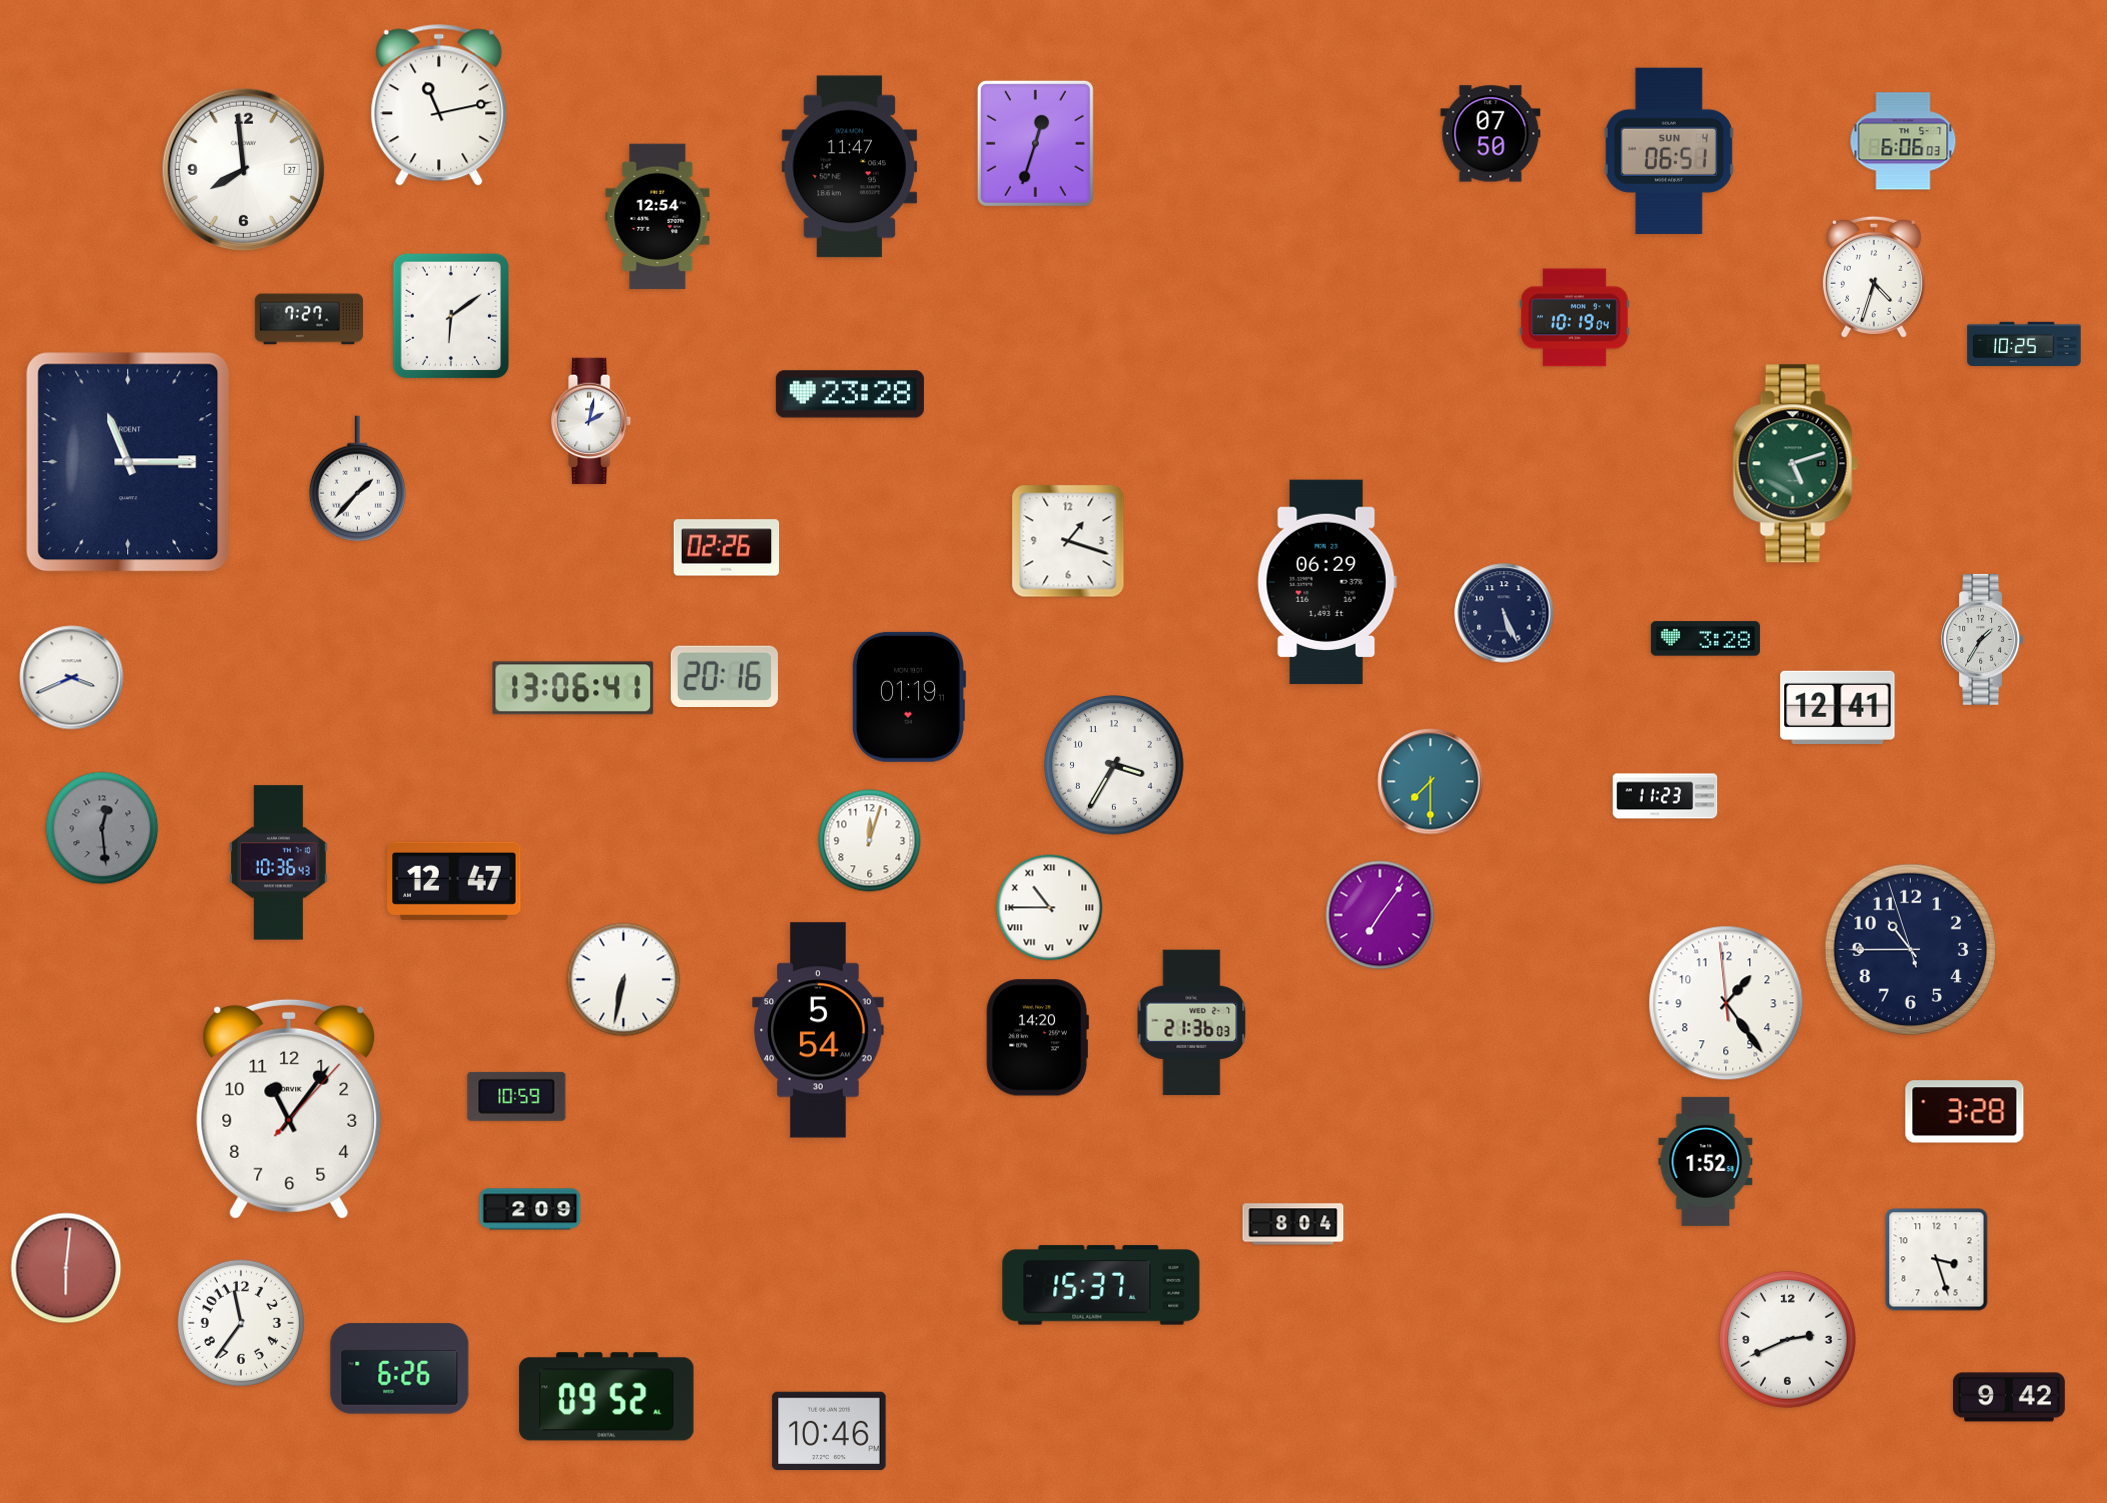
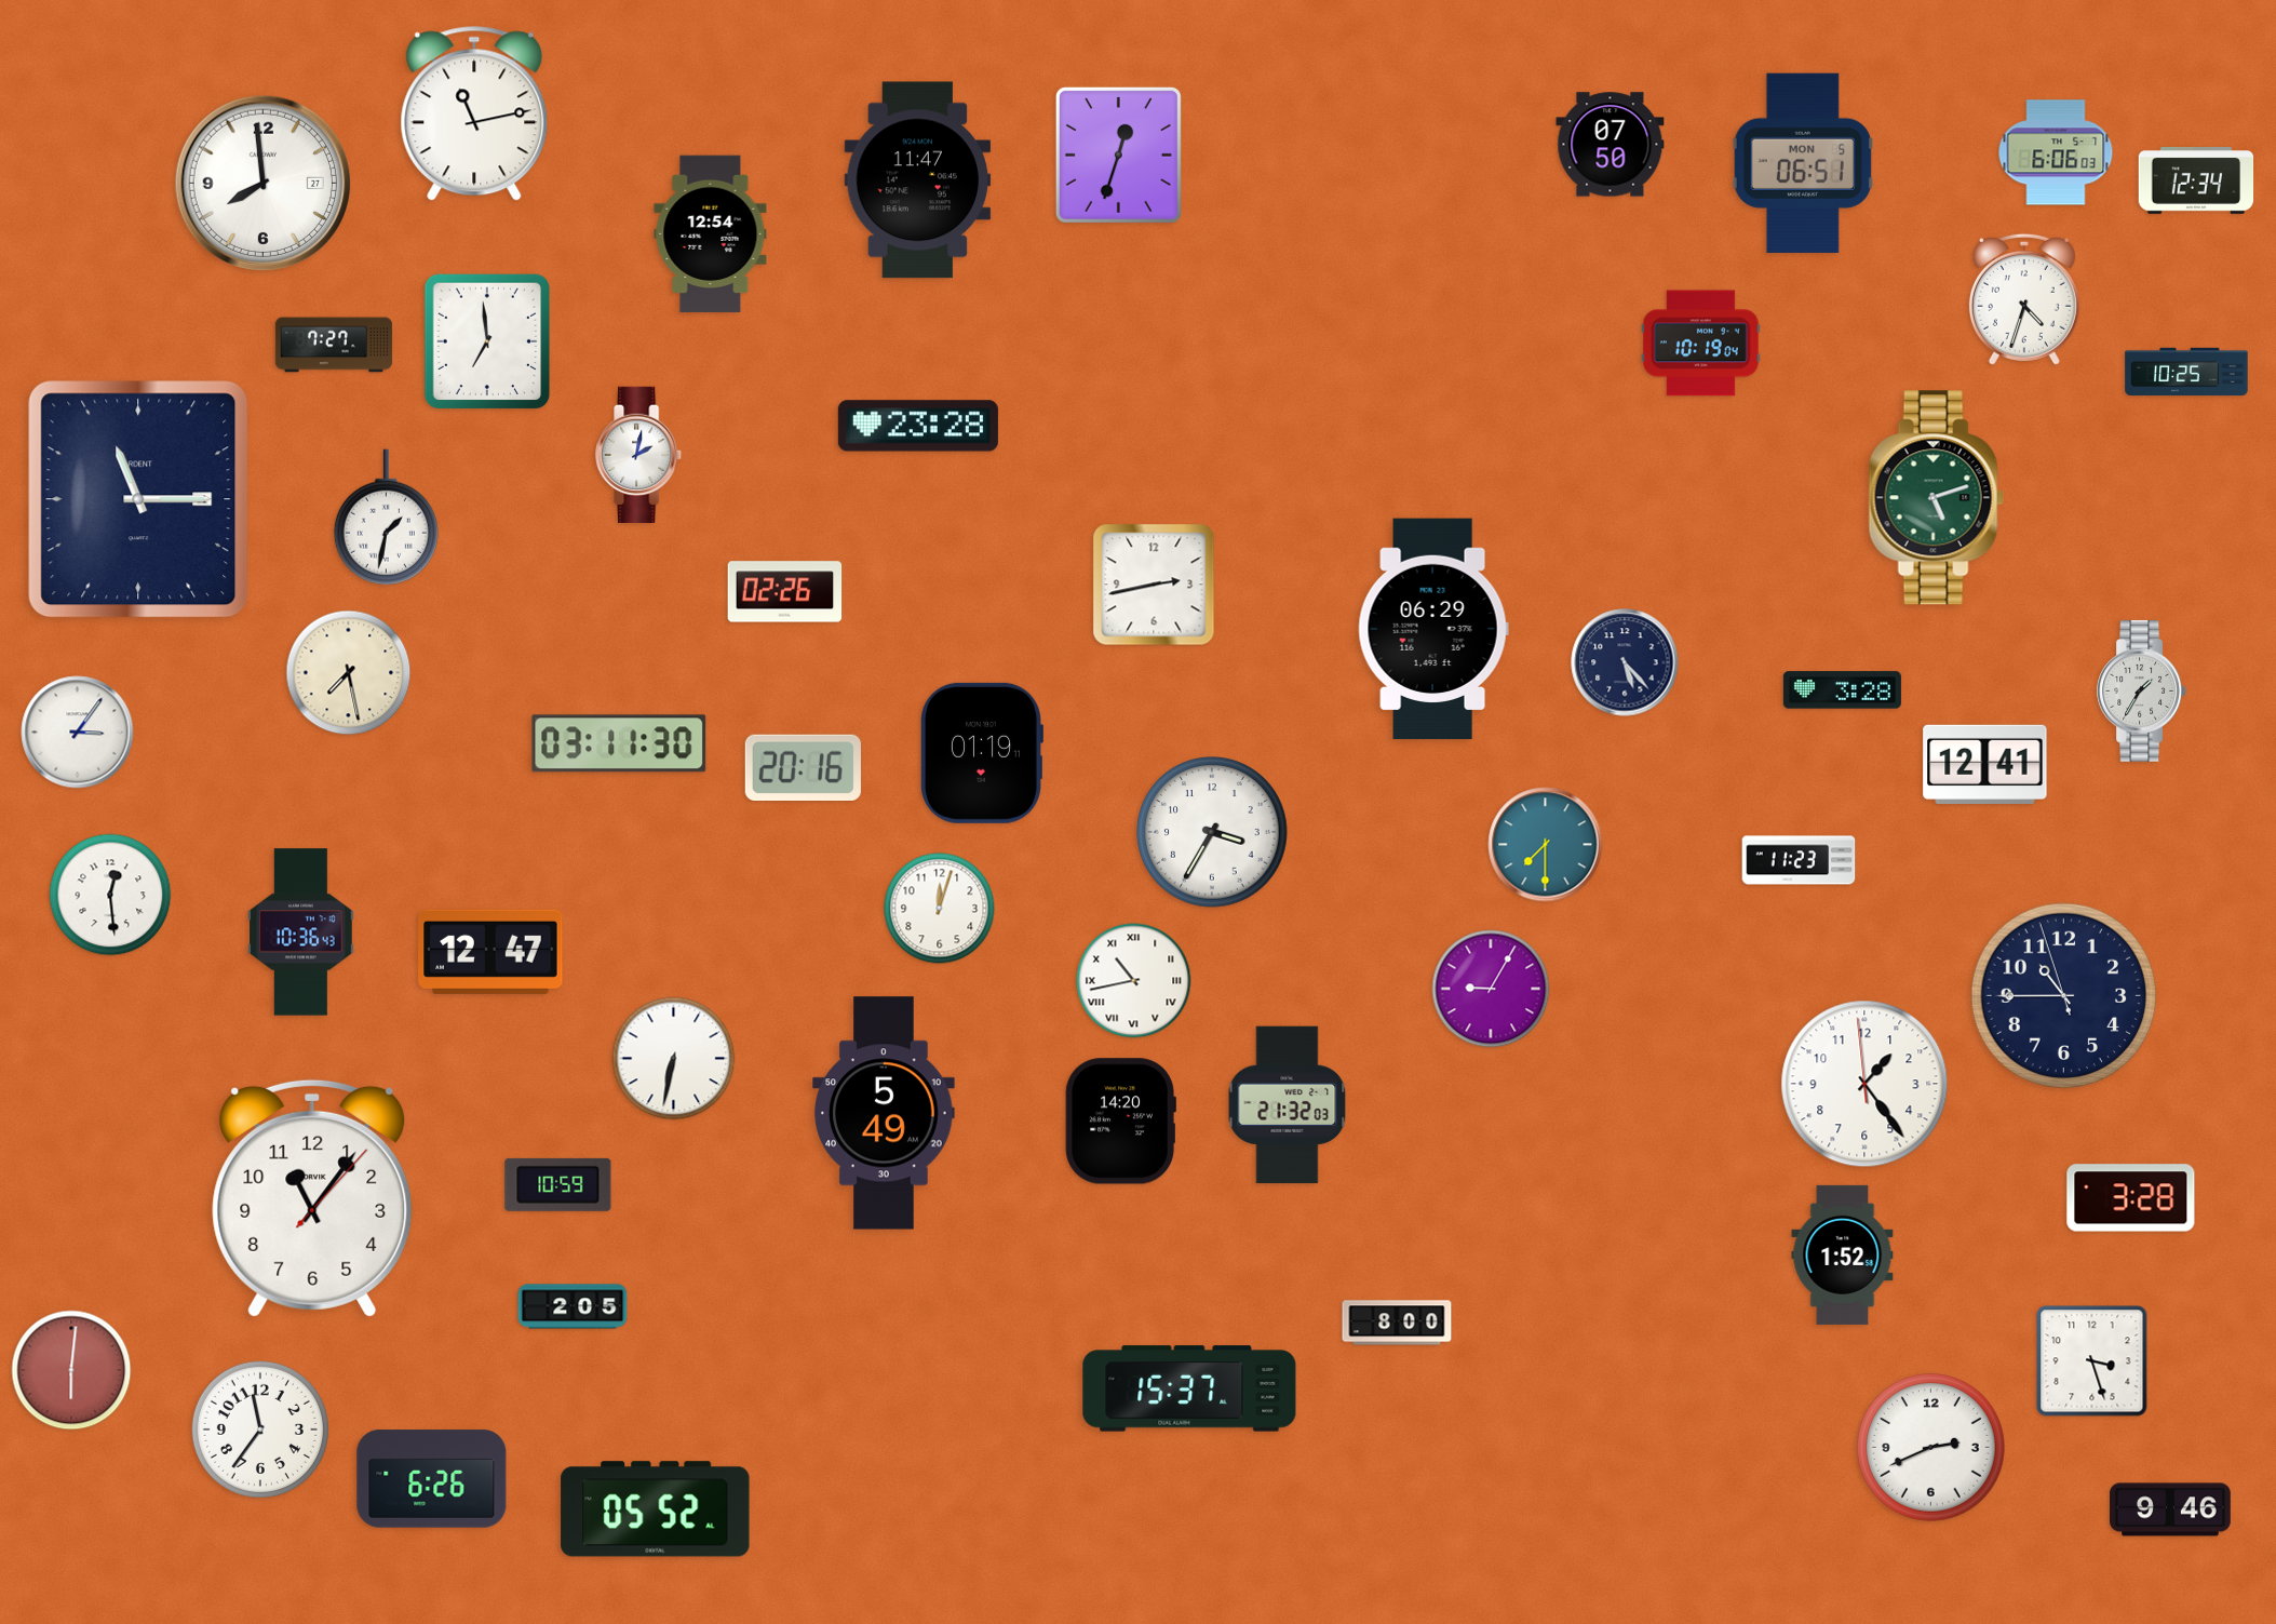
clock at (1669, 151) date: SUN 4 -> MON 5
clock at (2196, 182): none -> 12:34
clock at (451, 316): 6:09 -> 6:59
clock at (1795, 464) position: (1795, 464) -> (1936, 498)
clock at (357, 479): 1:37 -> 1:32
clock at (1068, 541): 1:18 -> 2:43
clock at (1504, 613): 5:26 -> 5:23
clock at (349, 673): none -> 7:28
clock at (724, 676) position: (724, 676) -> (803, 767)
clock at (72, 678): 3:41 -> 3:06
clock at (573, 688): 13:06 -> 03:11
clock at (1114, 765) position: (1114, 765) -> (1212, 832)
clock at (102, 828) dial: grey -> white
clock at (1050, 908): 10:45 -> 10:43
clock at (1380, 915): 7:06 -> 9:05
clock at (1911, 950) position: (1911, 950) -> (2064, 996)
clock at (1192, 1023): 21:36 -> 21:32
clock at (818, 1030): 5:54 -> 5:49
clock at (1965, 1112) position: (1965, 1112) -> (2131, 1198)
clock at (530, 1209): 2:09 -> 2:05
clock at (1293, 1224): 8:04 -> 8:00
clock at (607, 1397): 09:52 -> 05:52
clock at (2009, 1397): 9:42 -> 9:46
clock at (829, 1430): 10:46 -> none
